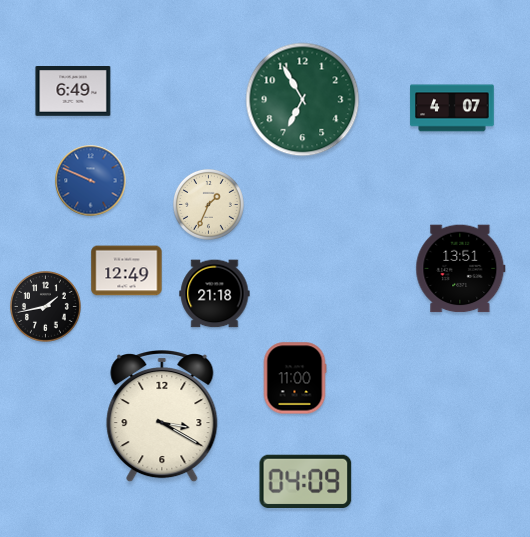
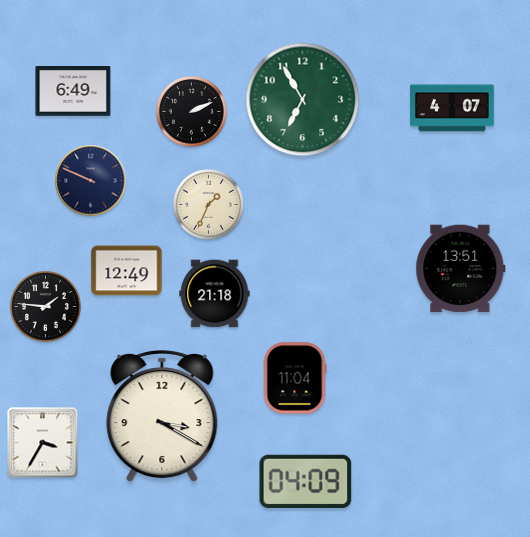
clock at (192, 112): none -> 2:11
clock at (91, 181) dial: blue -> navy
clock at (46, 307): 1:43 -> 1:46
clock at (295, 378): 11:00 -> 11:04
clock at (43, 443): none -> 3:35
